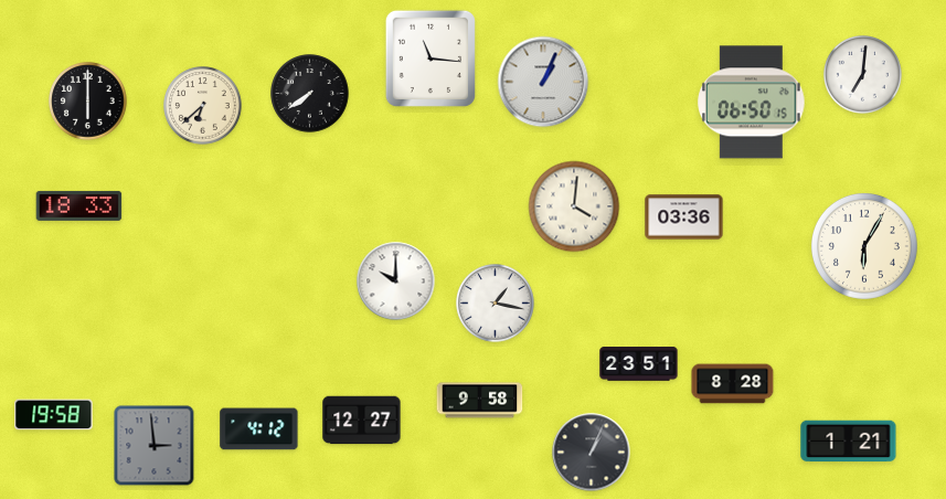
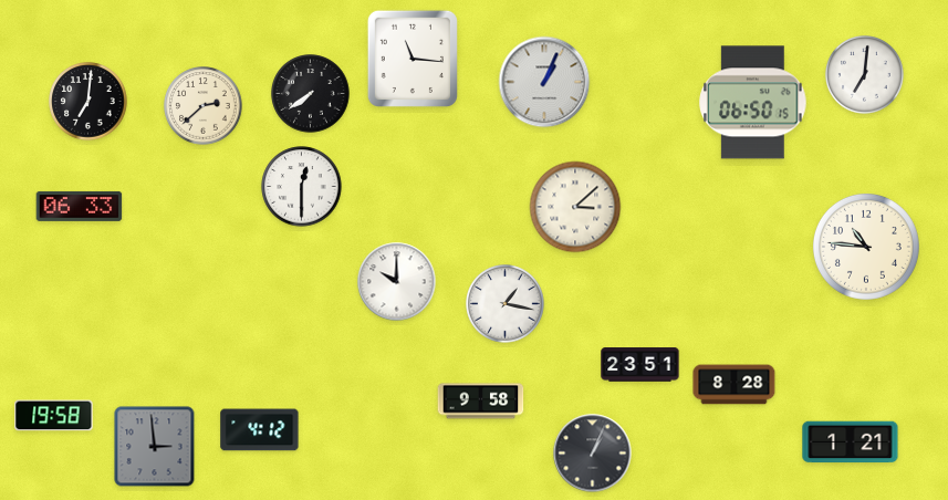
clock at (431, 59) position: (431, 59) -> (413, 59)
clock at (88, 102): 6:00 -> 7:01
clock at (203, 106): 6:38 -> 2:38
clock at (302, 187): none -> 12:30
clock at (79, 205): 18:33 -> 06:33
clock at (574, 206): 4:01 -> 3:08
clock at (684, 217): 03:36 -> none
clock at (864, 246): 6:05 -> 10:46
clock at (496, 304) position: (496, 304) -> (506, 304)
clock at (362, 421): 12:27 -> none
